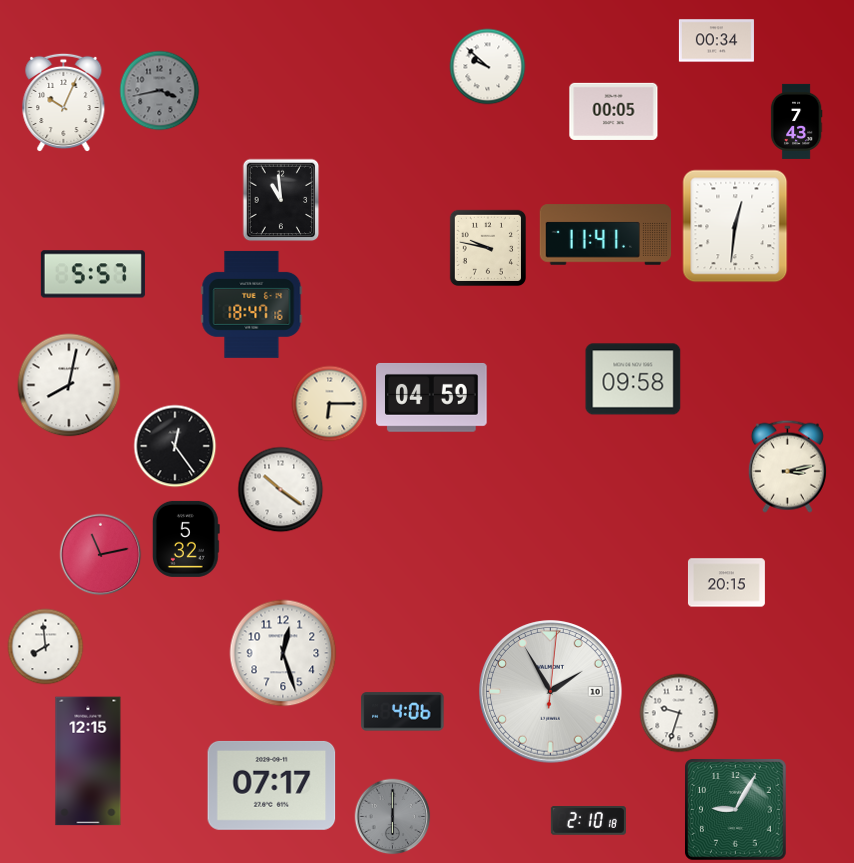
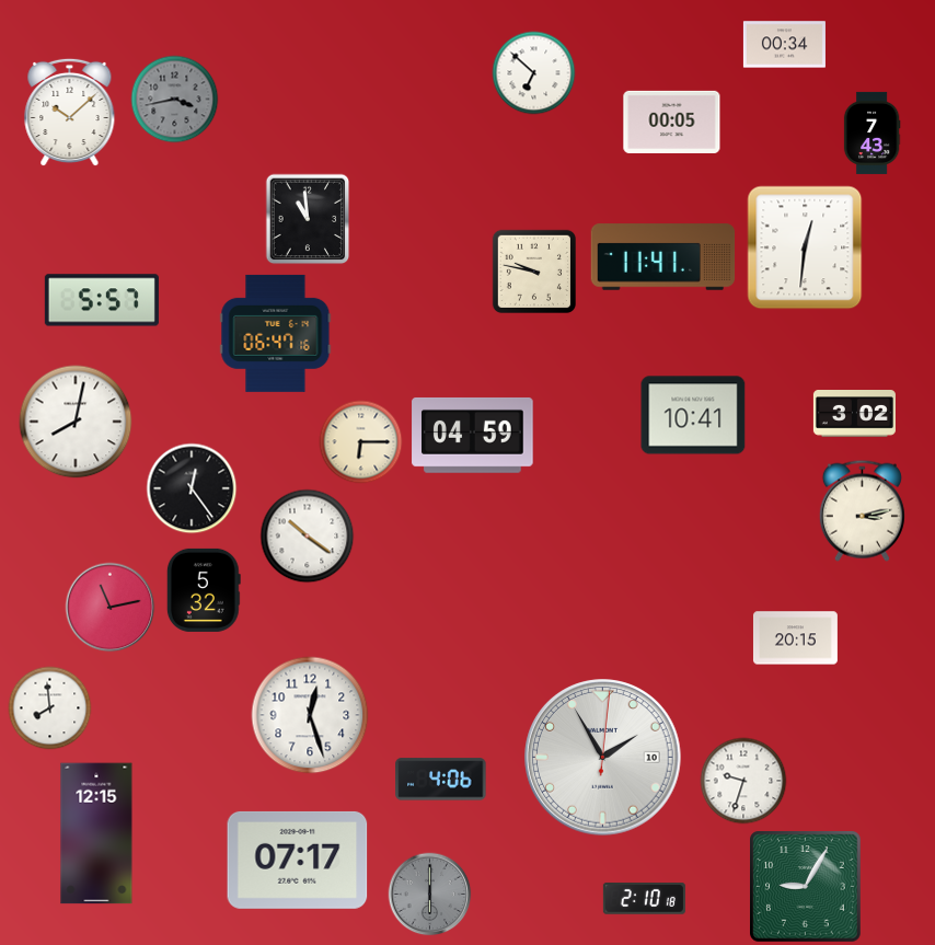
clock at (488, 67): 9:52 -> 6:52
clock at (64, 103): 10:04 -> 10:08
clock at (252, 304): 18:47 -> 06:47
clock at (854, 414): none -> 3:02
clock at (633, 379): 09:58 -> 10:41
